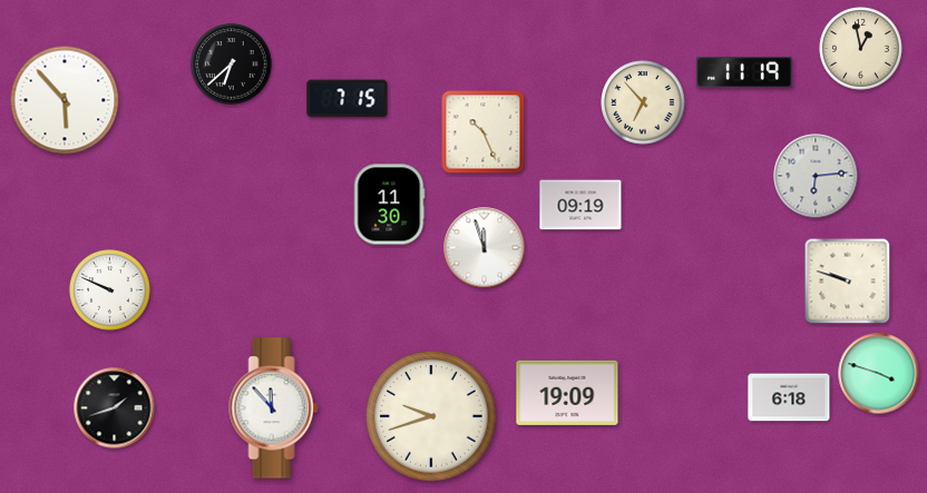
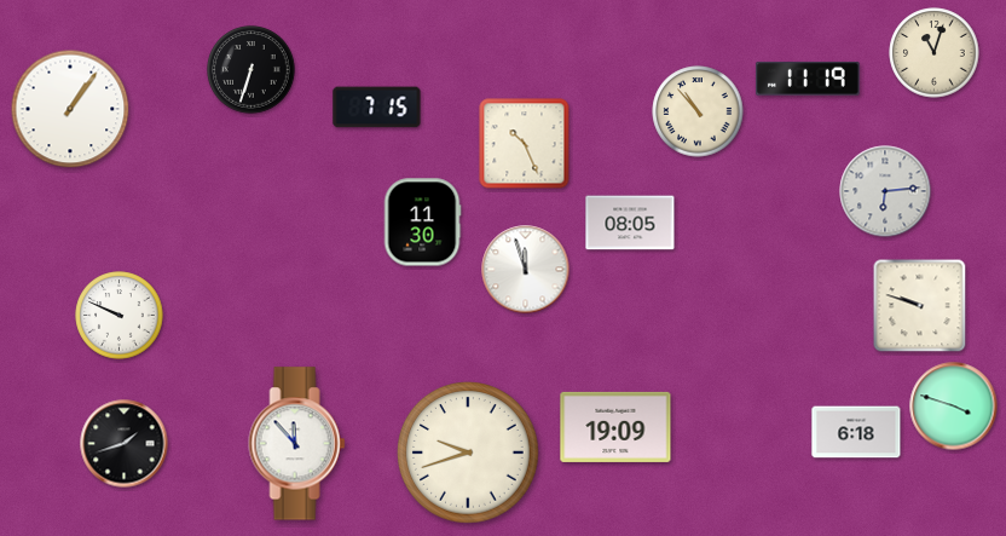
clock at (861, 49): 12:58 -> 11:03
clock at (232, 65): 6:38 -> 6:33
clock at (65, 100): 5:53 -> 1:06
clock at (643, 102): 6:53 -> 10:53
clock at (580, 205): 09:19 -> 08:05
